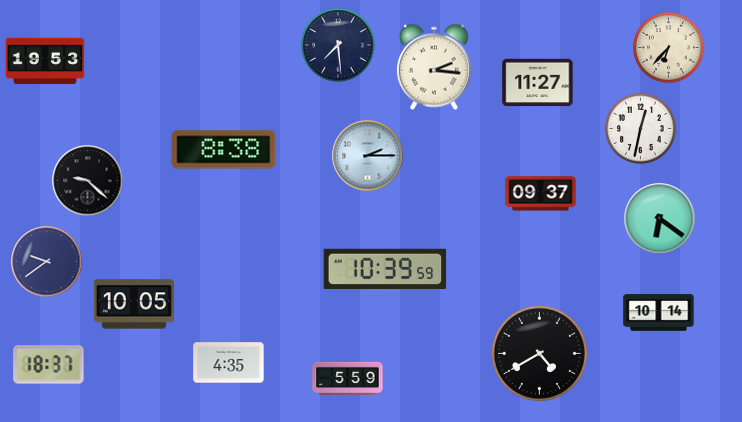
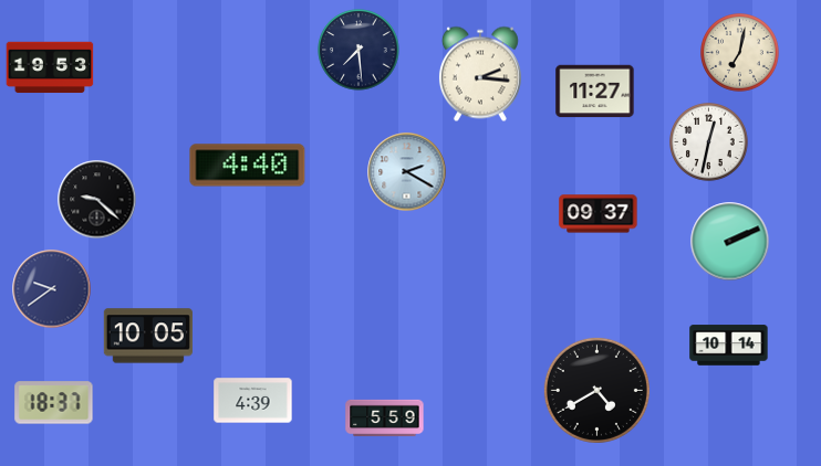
clock at (338, 45) position: (338, 45) -> (358, 50)
clock at (669, 48): 6:37 -> 7:02
clock at (224, 150): 8:38 -> 4:40
clock at (368, 156): 2:15 -> 2:20
clock at (660, 219): 6:21 -> 2:11
clock at (385, 269): 10:39 -> none
clock at (229, 363): 4:35 -> 4:39
